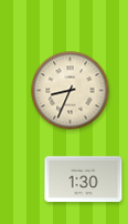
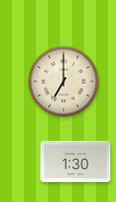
clock at (71, 91): 8:34 -> 7:00
